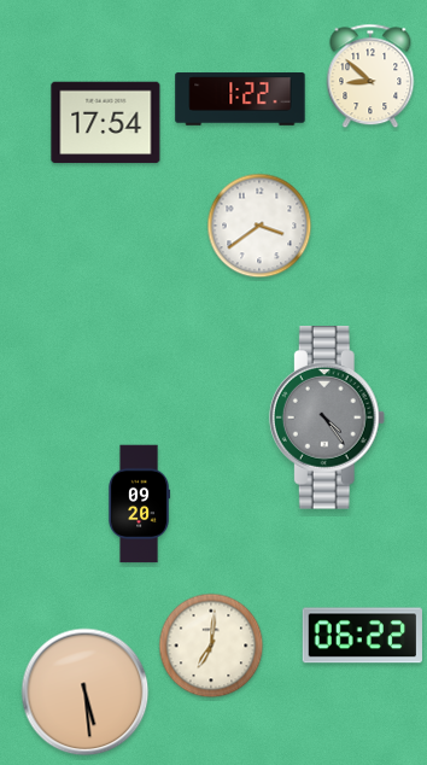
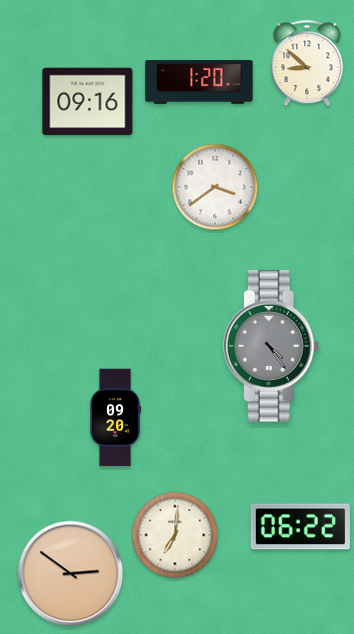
clock at (240, 99): 1:22 -> 1:20
clock at (106, 123): 17:54 -> 09:16
clock at (86, 693): 5:29 -> 2:51
